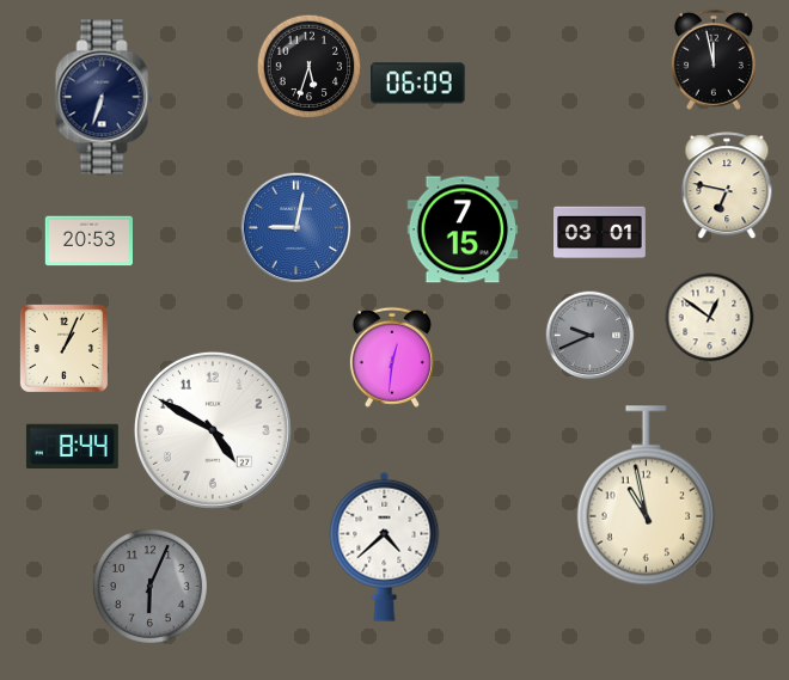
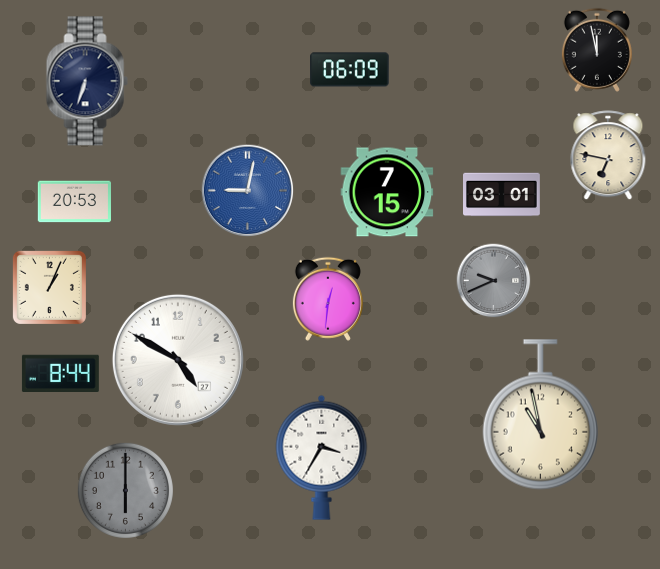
clock at (310, 67): 5:33 -> none
clock at (710, 318): 12:51 -> none
clock at (63, 348) position: (63, 348) -> (49, 287)
clock at (385, 546): 4:38 -> 3:35
clock at (149, 586): 6:04 -> 6:00
